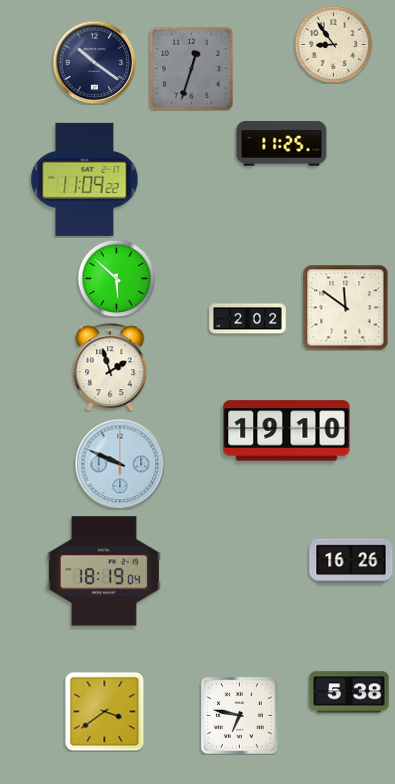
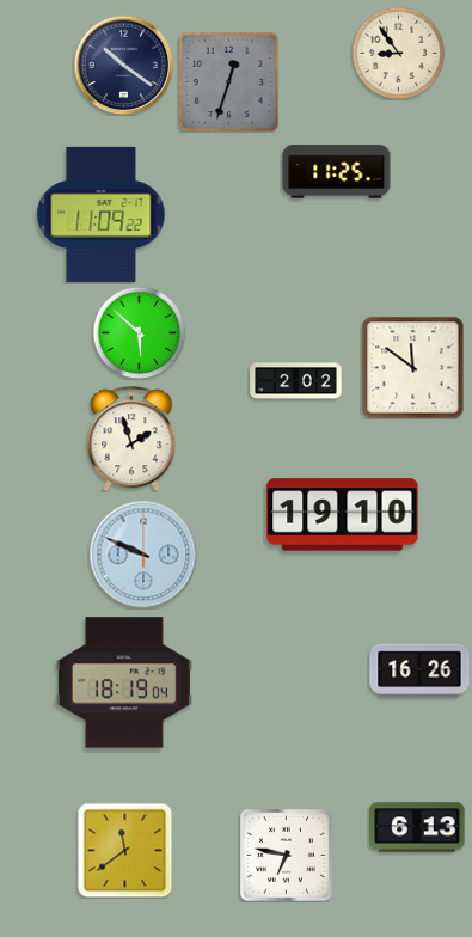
clock at (94, 62) position: (94, 62) -> (123, 65)
clock at (349, 692): 5:38 -> 6:13
clock at (104, 711): 3:39 -> 11:39
